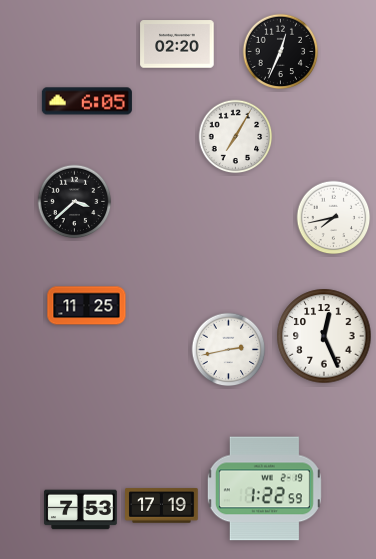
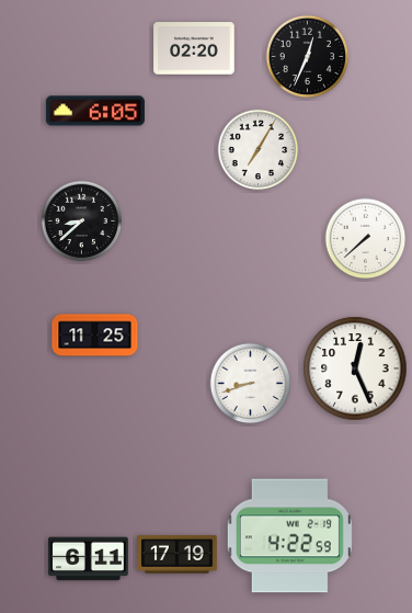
clock at (75, 202): 3:38 -> 8:38
clock at (334, 218): 7:43 -> 7:38
clock at (229, 350): 2:43 -> 8:42
clock at (264, 489): 1:22 -> 4:22
clock at (81, 510): 7:53 -> 6:11
